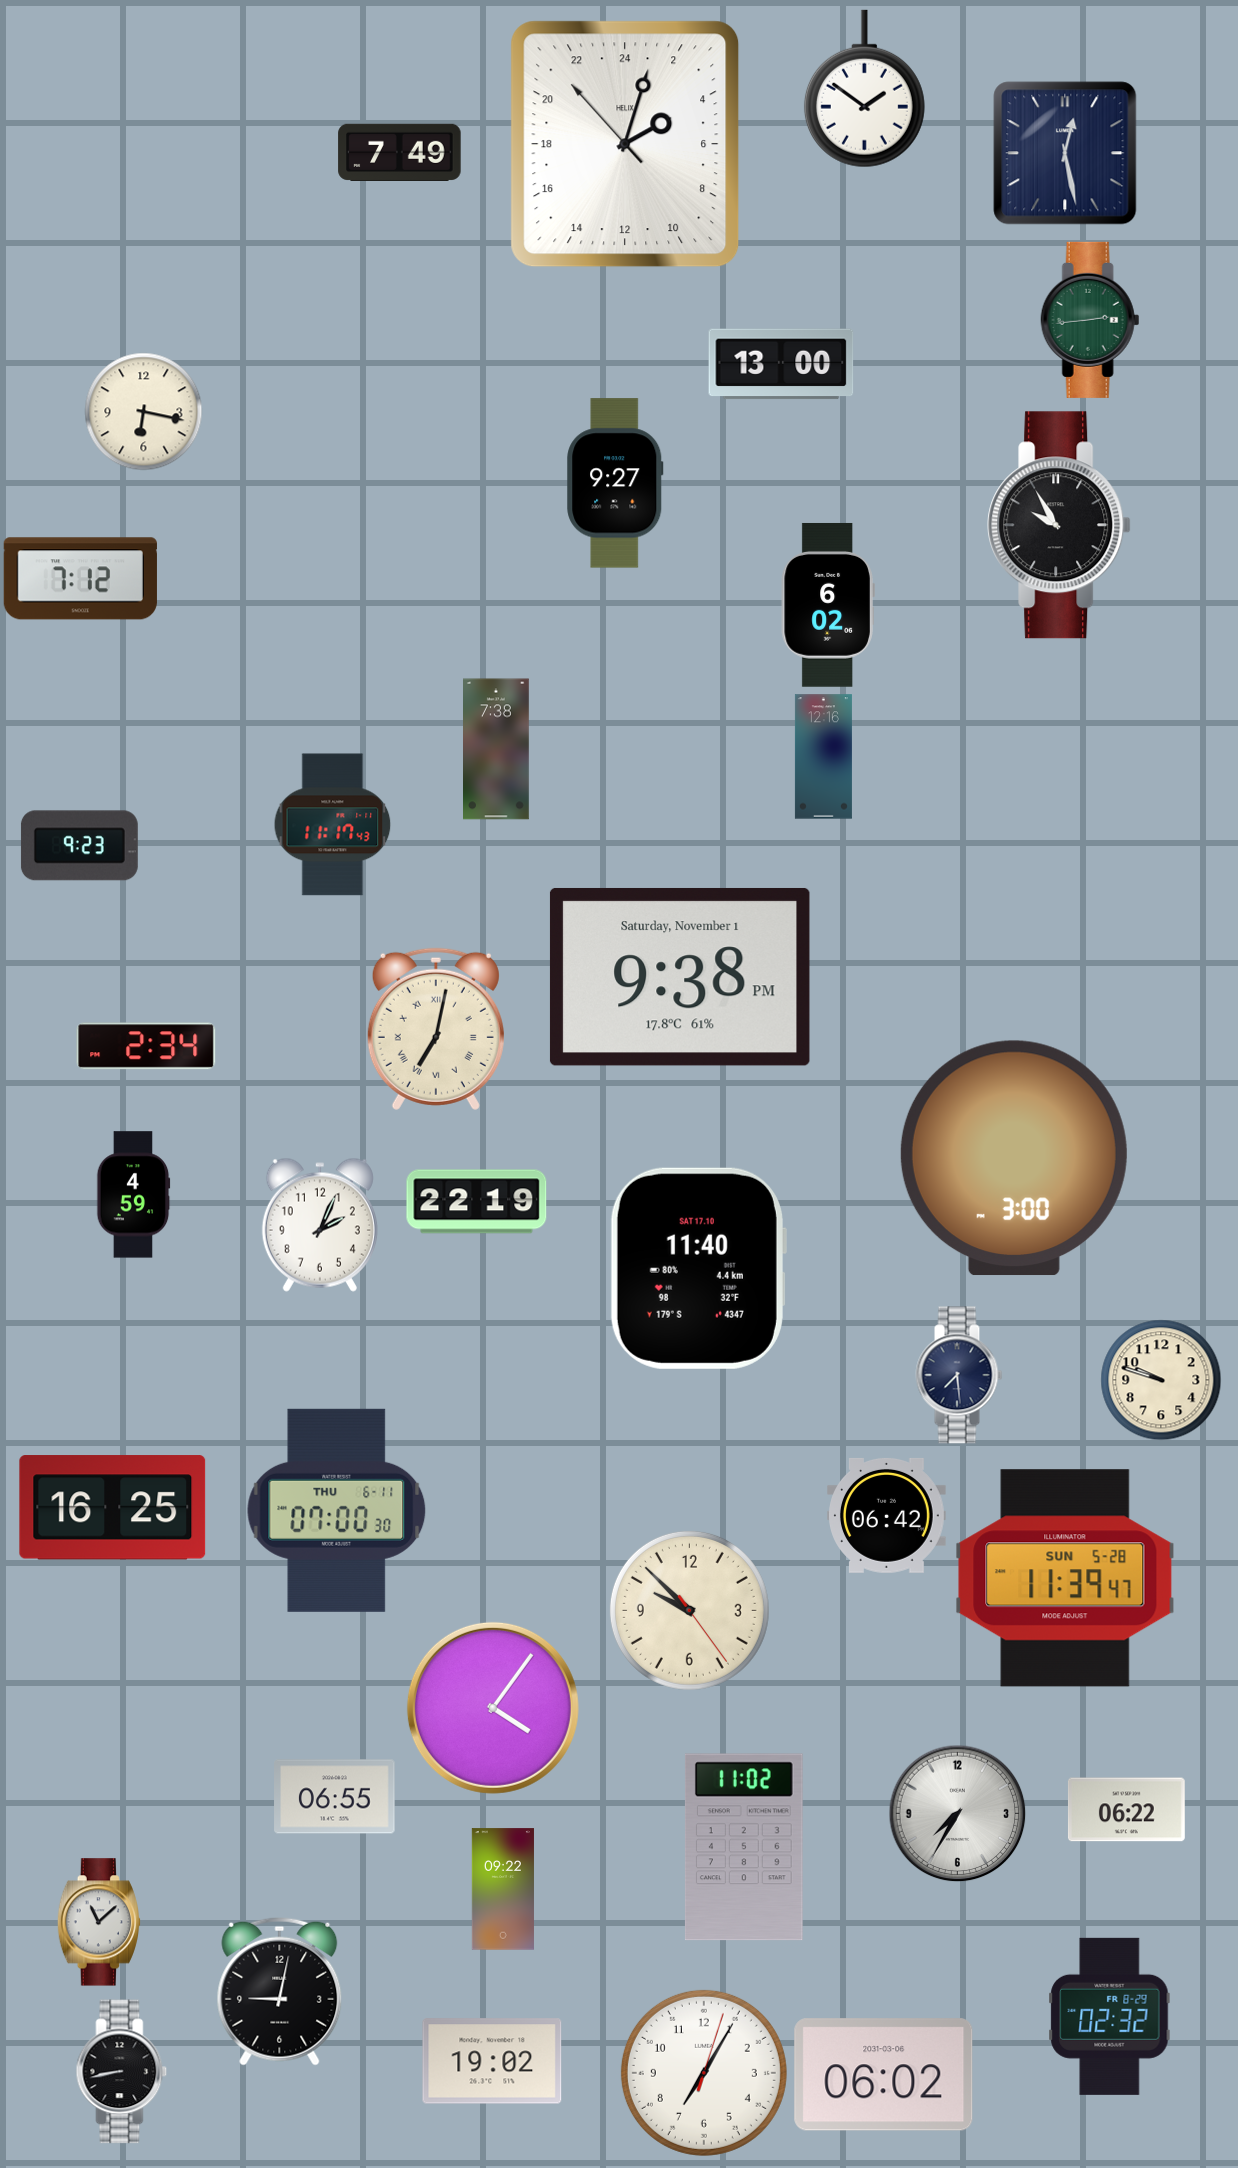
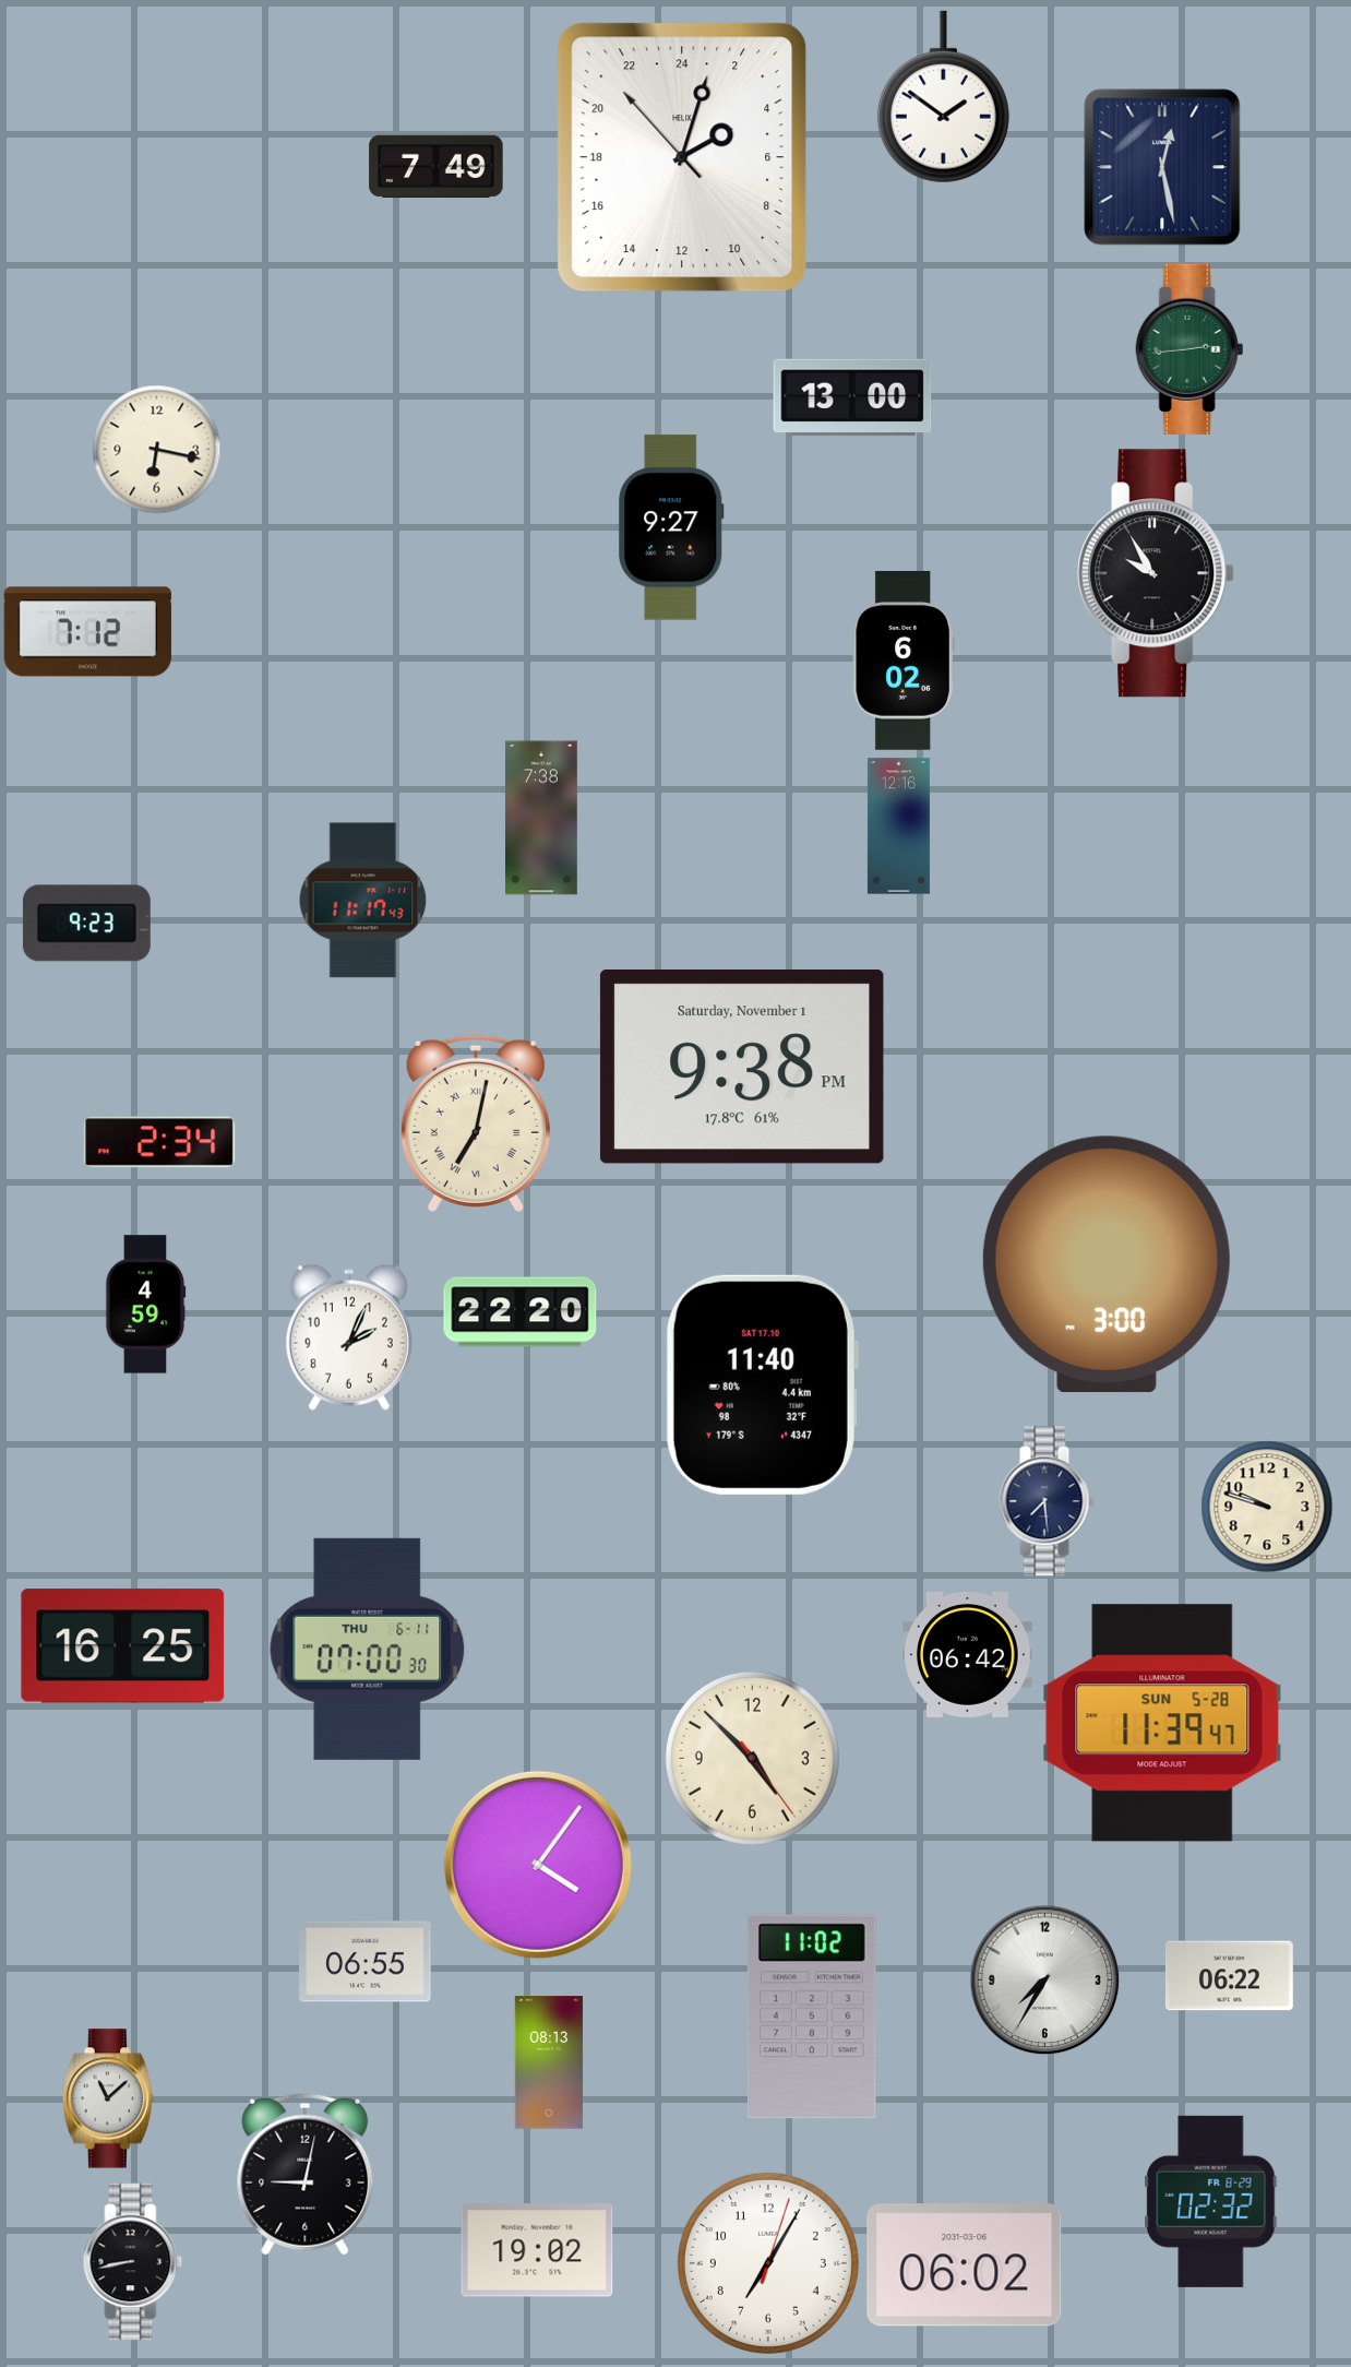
clock at (477, 1202): 22:19 -> 22:20
clock at (689, 1610): 9:52 -> 4:52
clock at (503, 1889): 09:22 -> 08:13
